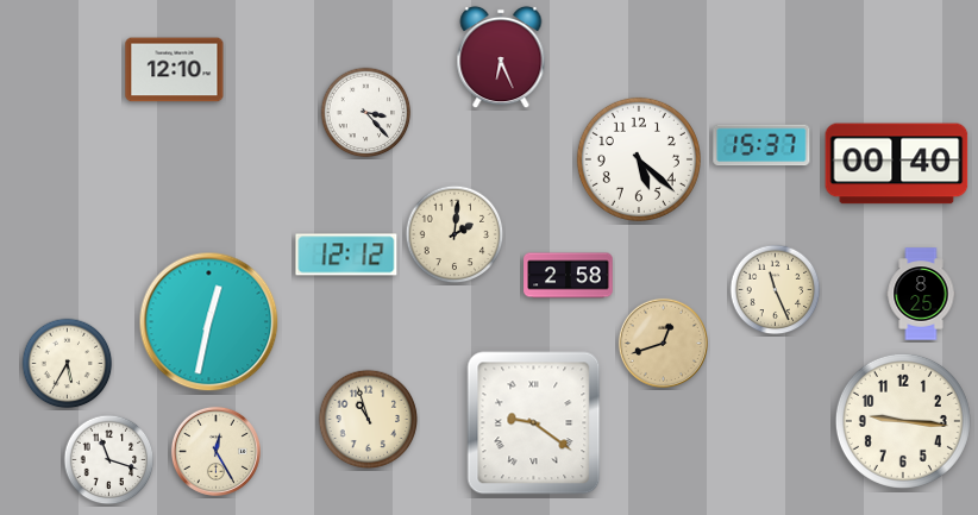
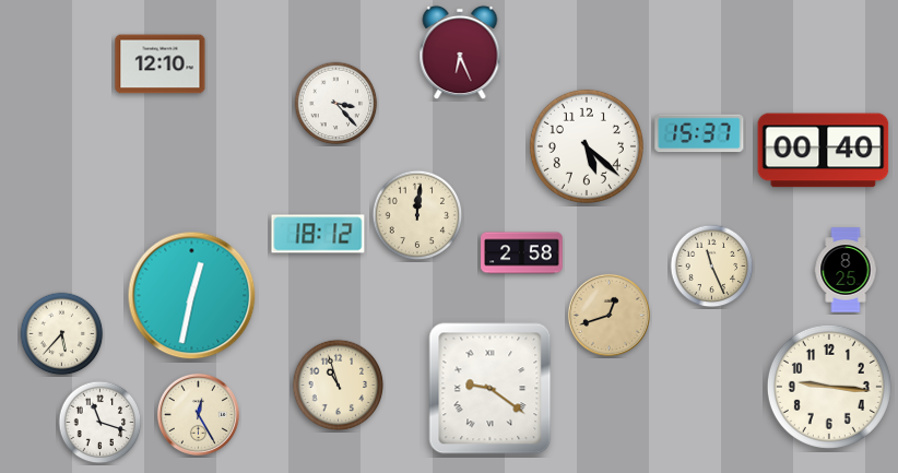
clock at (454, 234): 2:01 -> 12:01
clock at (346, 255): 12:12 -> 18:12
clock at (68, 364): 5:35 -> 5:37
